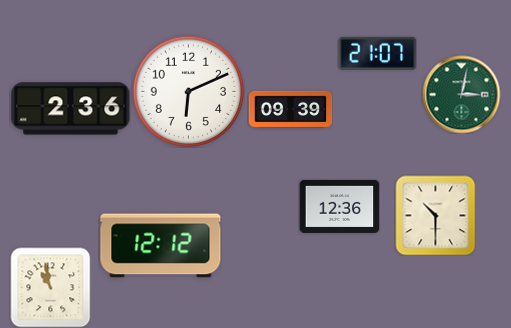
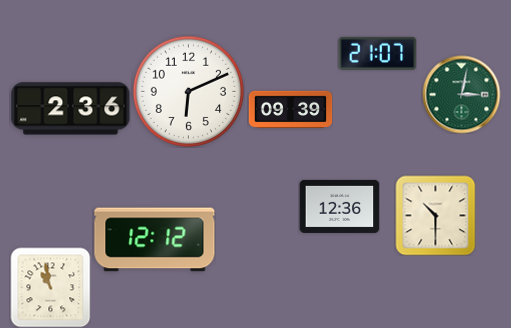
clock at (161, 246) position: (161, 246) -> (155, 240)
